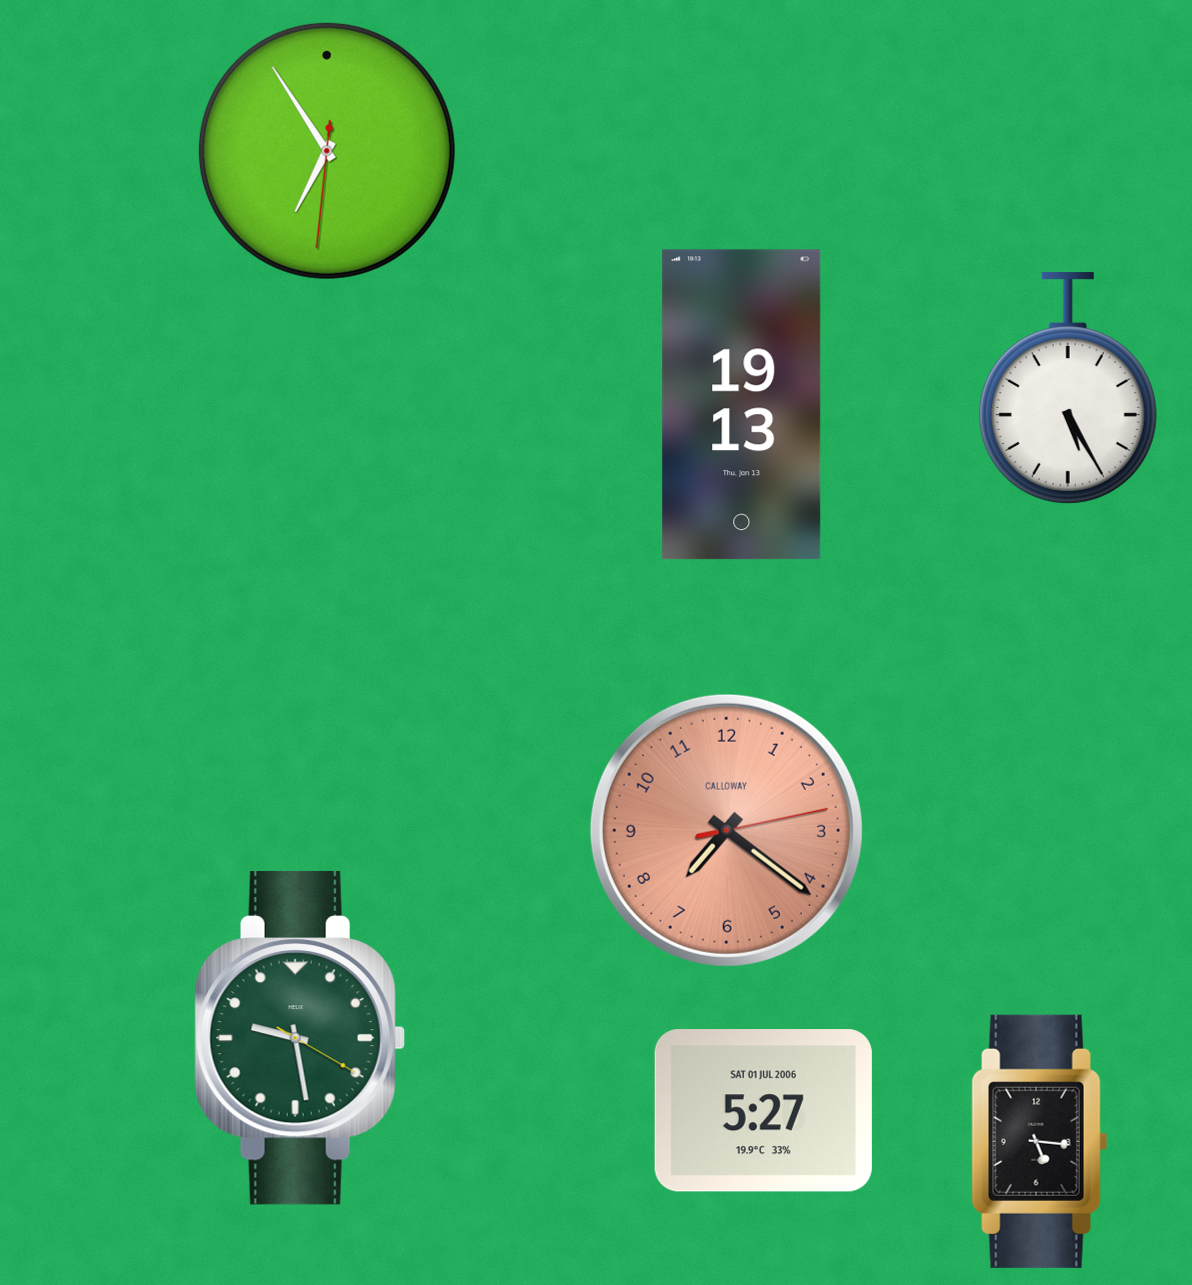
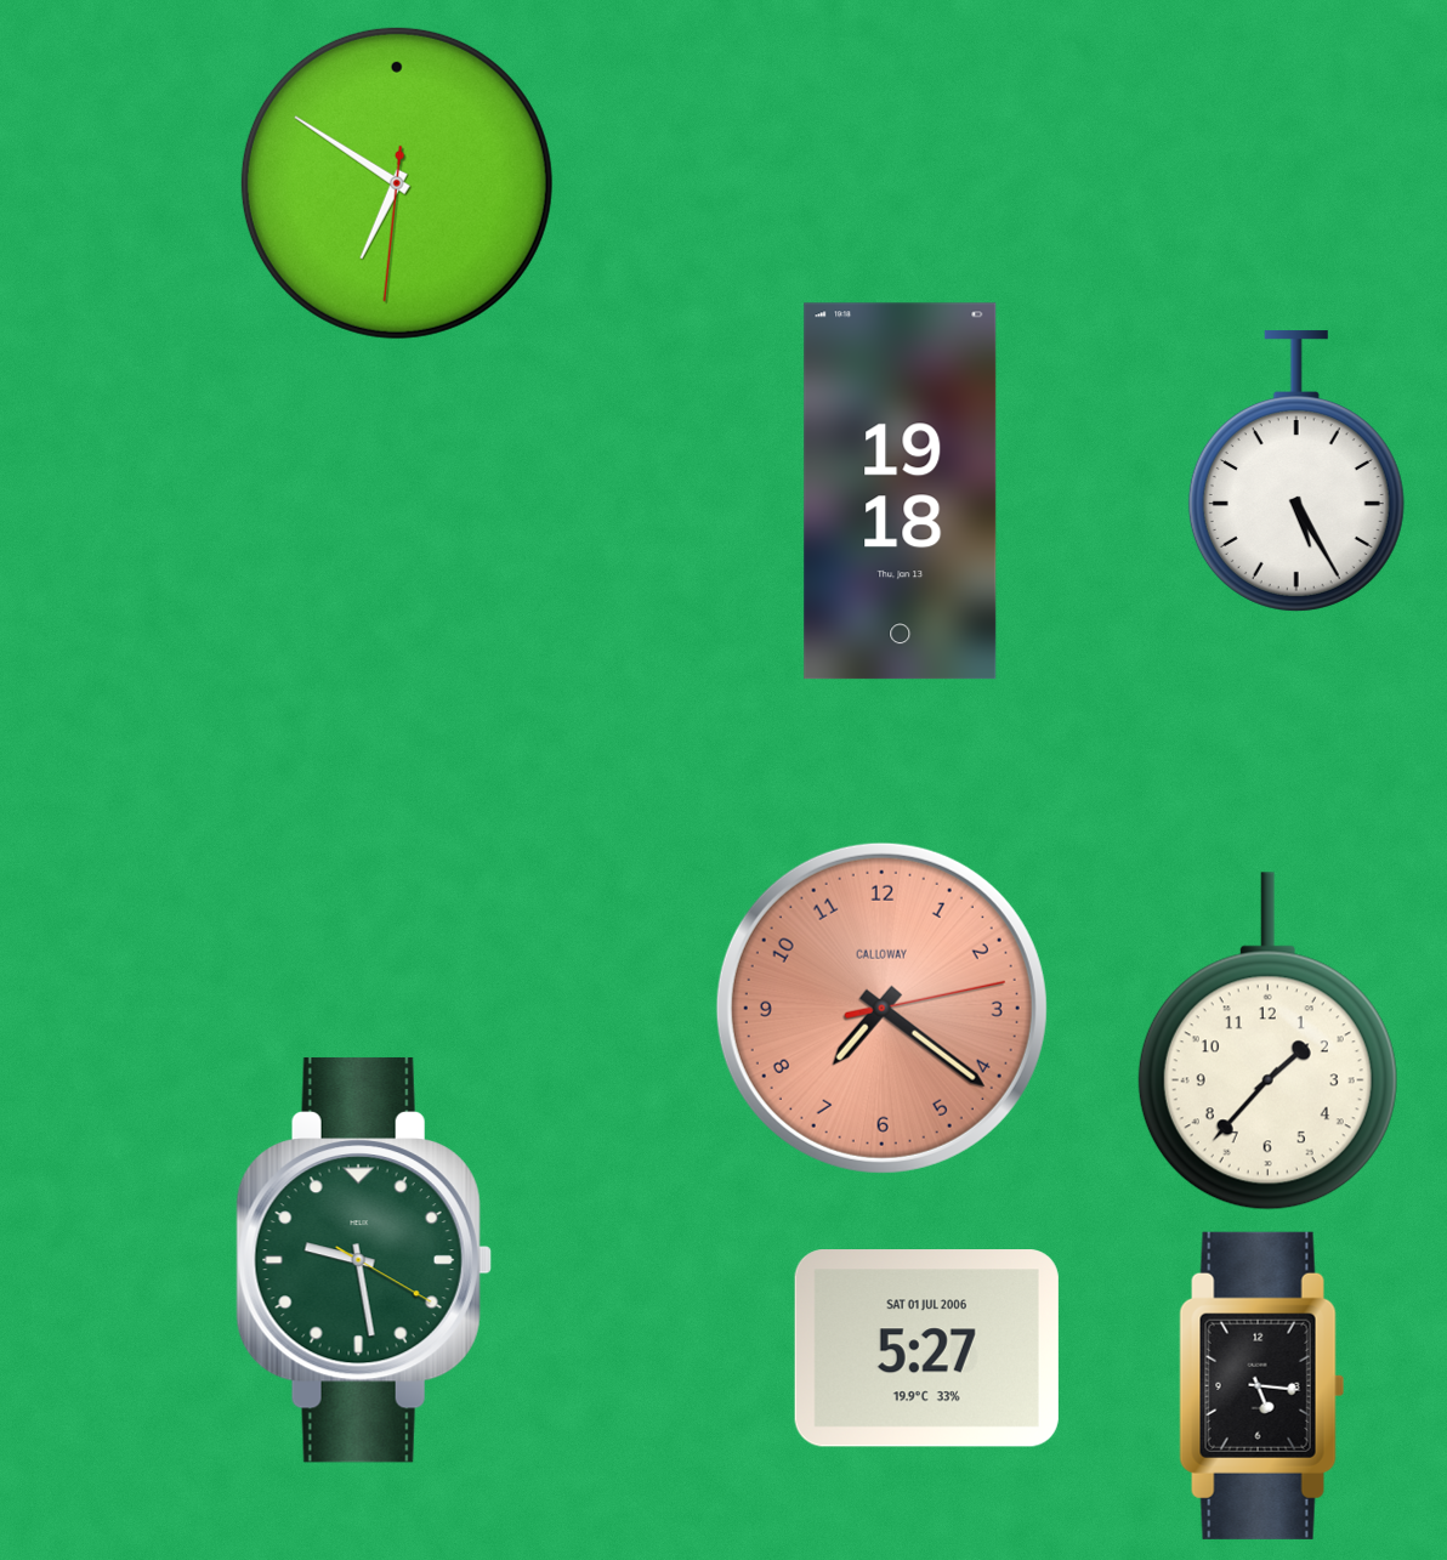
clock at (327, 151): 6:54 -> 6:50
clock at (742, 405): 19:13 -> 19:18
clock at (1267, 1042): none -> 1:37
